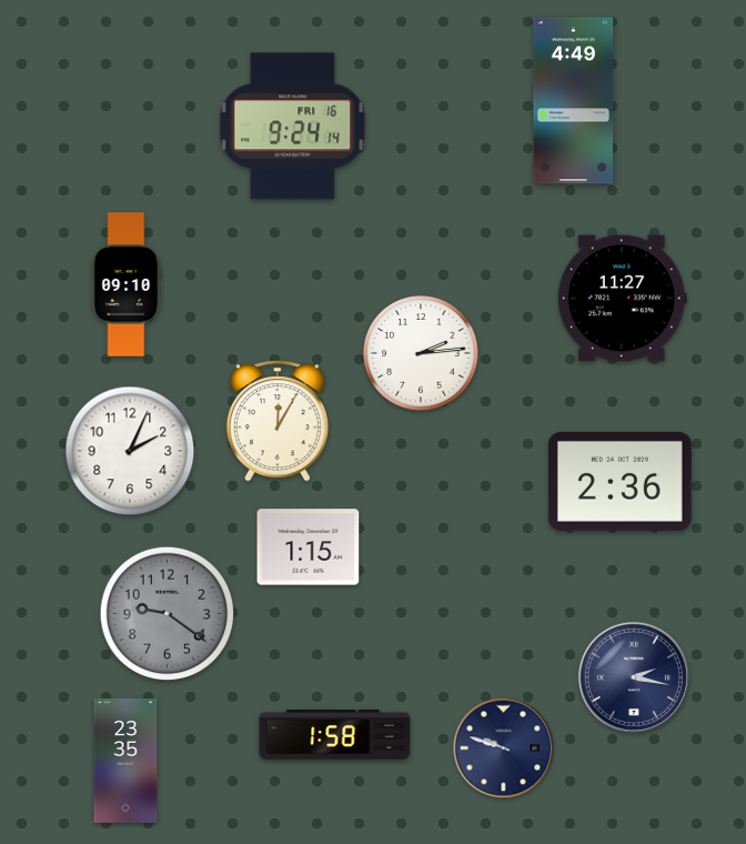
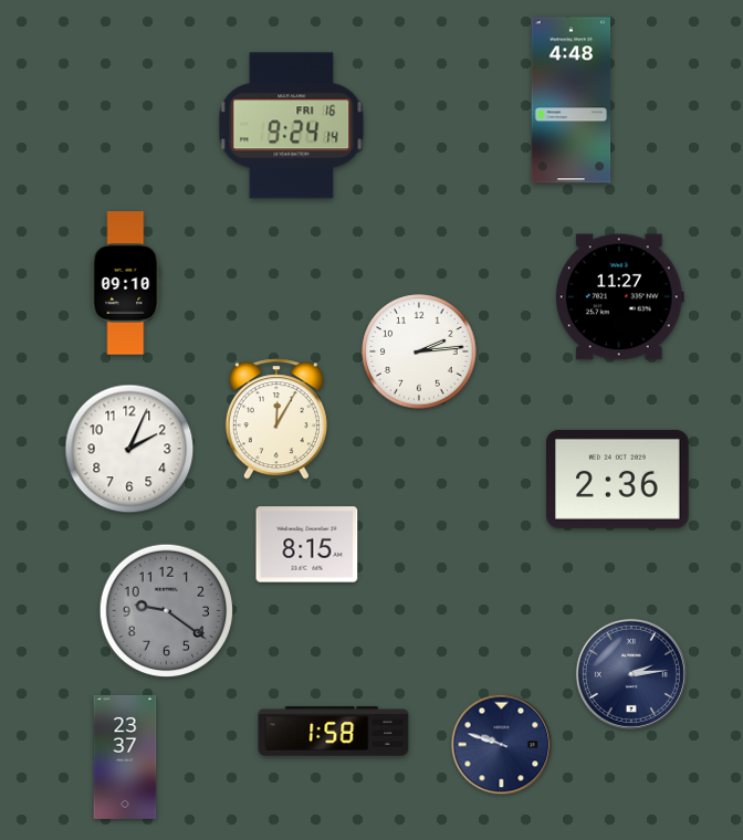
clock at (574, 101): 4:49 -> 4:48
clock at (309, 547): 1:15 -> 8:15
clock at (634, 677): 2:17 -> 2:14
clock at (125, 761): 23:35 -> 23:37
